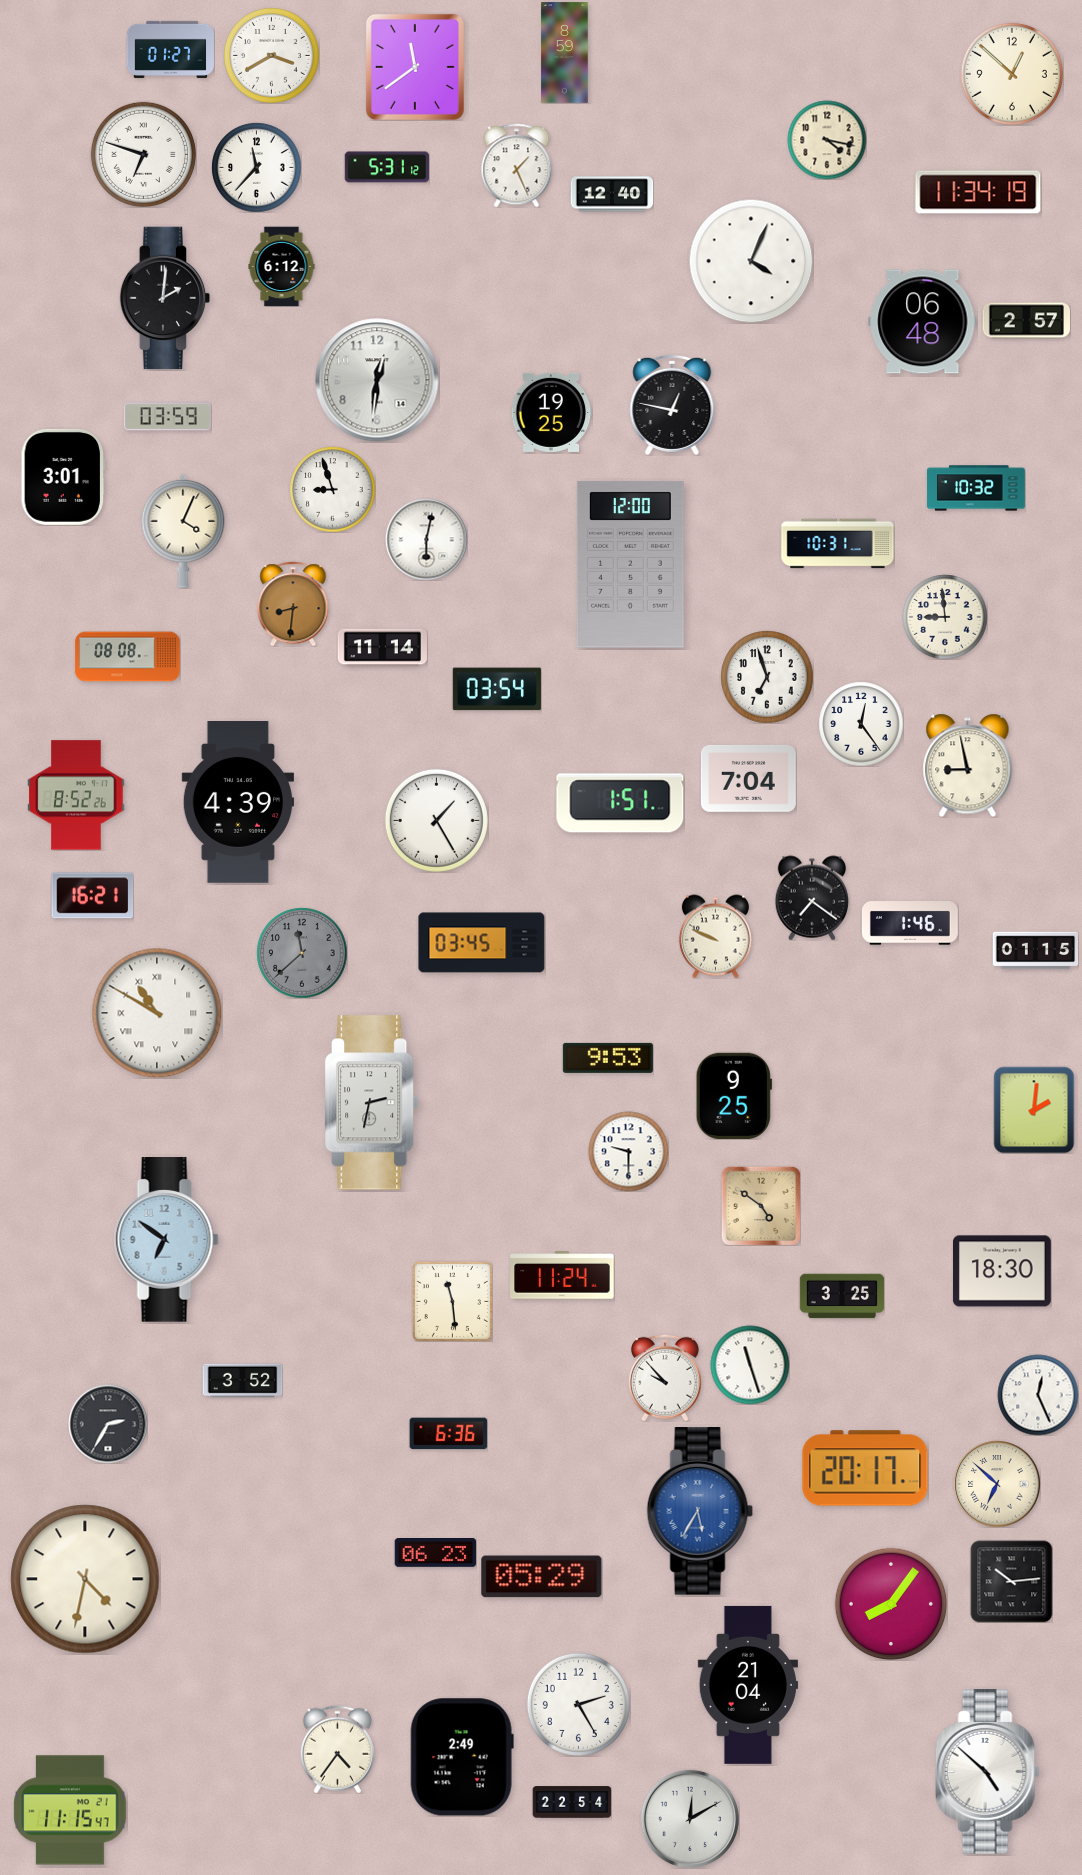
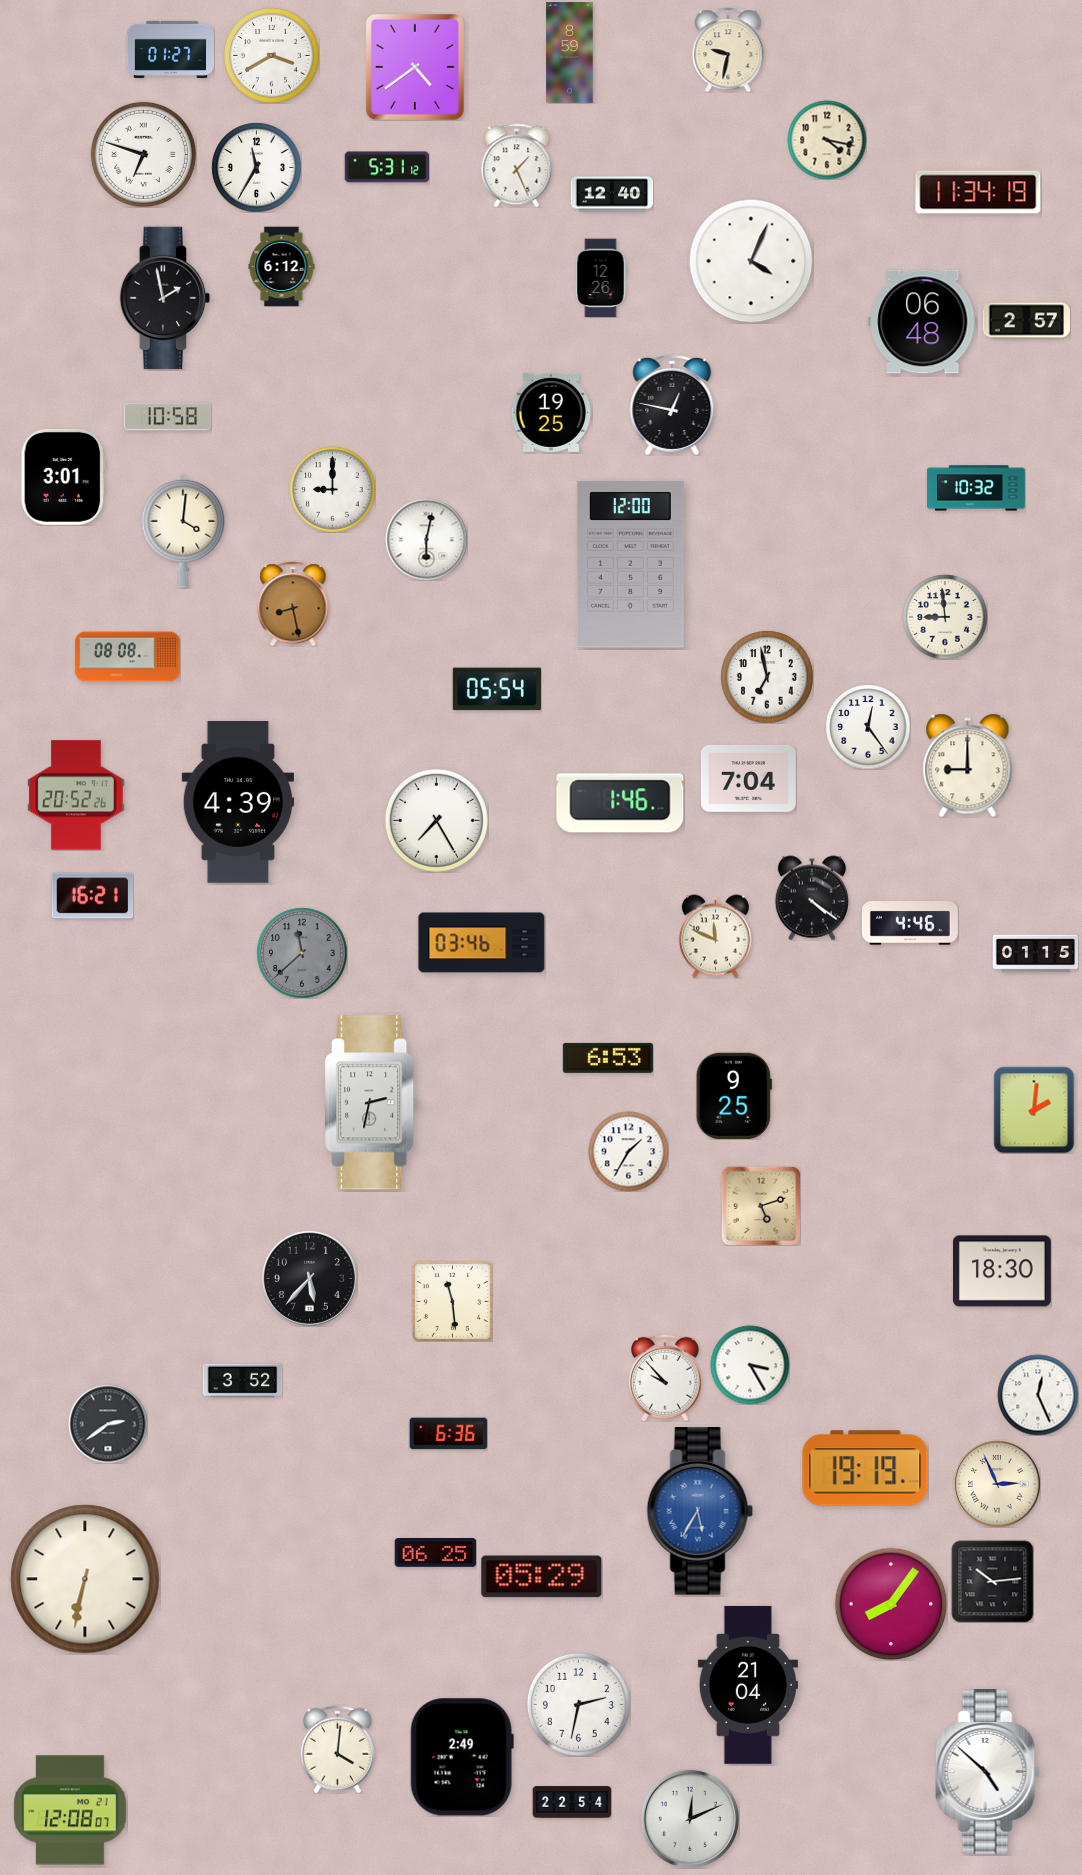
clock at (728, 50): none -> 9:32
clock at (565, 53) position: (565, 53) -> (570, 53)
clock at (415, 67): 11:39 -> 4:39
clock at (1012, 74): 12:52 -> none
clock at (256, 167): 11:37 -> 11:35
clock at (601, 278): none -> 12:26
clock at (165, 298): 2:01 -> 1:58
clock at (377, 380): 12:31 -> none
clock at (167, 417): 03:59 -> 10:58
clock at (332, 489): 8:57 -> 9:00
clock at (183, 531): 4:04 -> 4:01
clock at (838, 544): 10:31 -> none
clock at (293, 604): 8:31 -> 8:28
clock at (382, 648): 11:14 -> none
clock at (767, 677): 6:57 -> 6:58
clock at (497, 689): 03:54 -> 05:54
clock at (861, 724) position: (861, 724) -> (868, 727)
clock at (968, 765): 8:58 -> 9:00
clock at (76, 795): 8:52 -> 20:52
clock at (620, 803): 1:51 -> 1:46
clock at (436, 820): 1:25 -> 7:25
clock at (811, 898): 7:21 -> 4:21
clock at (910, 923): 1:46 -> 4:46
clock at (715, 936): 9:49 -> 11:49
clock at (482, 943): 03:45 -> 03:46
clock at (1035, 951) position: (1035, 951) -> (1035, 954)
clock at (157, 1013): 10:50 -> none
clock at (608, 1058): 9:53 -> 6:53
clock at (628, 1151): 9:30 -> 1:35
clock at (761, 1206): 4:51 -> 5:12
clock at (166, 1240): 6:51 -> none
clock at (562, 1275): 11:24 -> none
clock at (309, 1278): none -> 5:37
clock at (842, 1296): 3:25 -> none
clock at (750, 1365): 11:27 -> 3:25
clock at (108, 1424): 2:35 -> 2:39
clock at (865, 1468): 20:17 -> 19:19
clock at (997, 1484): 6:52 -> 2:56
clock at (435, 1553): 06:23 -> 06:25
clock at (85, 1579): 4:32 -> 6:32
clock at (1011, 1581) position: (1011, 1581) -> (992, 1581)
clock at (578, 1704): 2:25 -> 2:32
clock at (337, 1749): 4:36 -> 4:01
clock at (70, 1810): 11:15 -> 12:08
clock at (690, 1819): 12:10 -> 12:11
